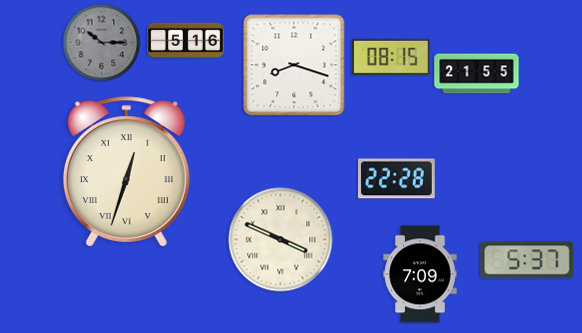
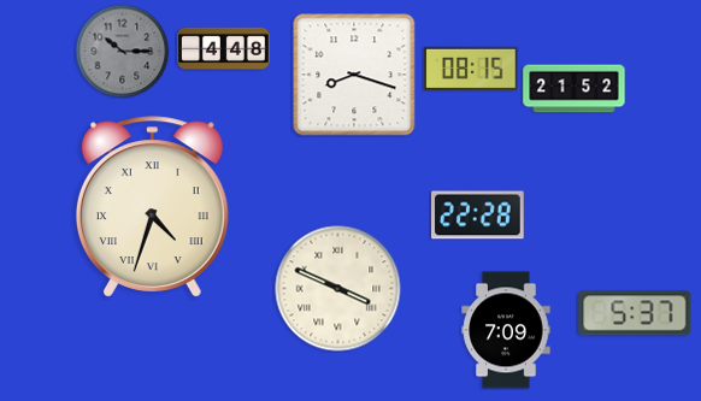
clock at (186, 41): 5:16 -> 4:48
clock at (294, 65) position: (294, 65) -> (354, 75)
clock at (477, 74): 21:55 -> 21:52
clock at (126, 172): 12:33 -> 4:33
